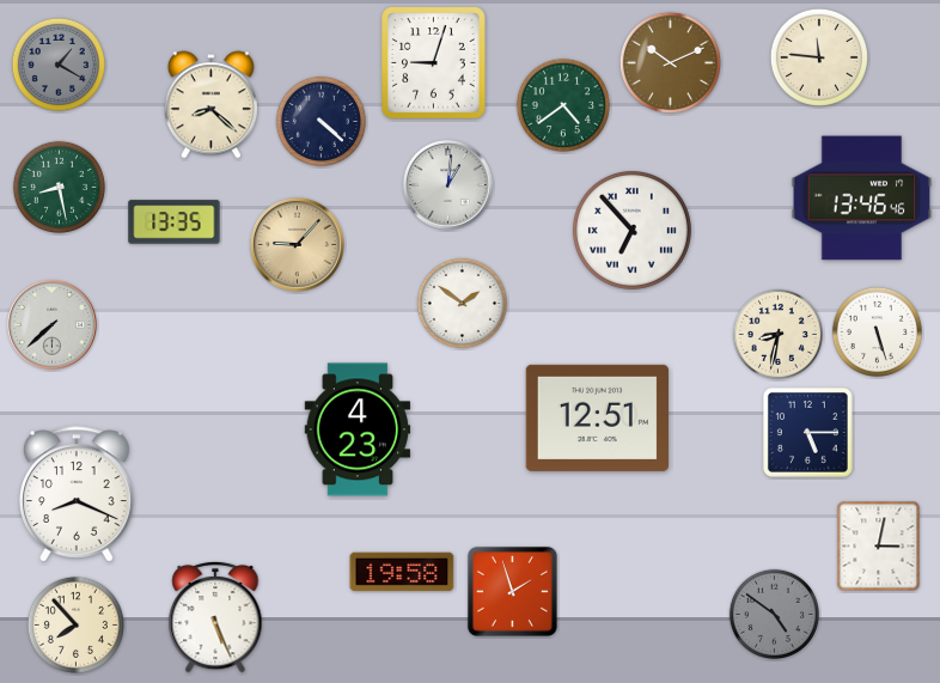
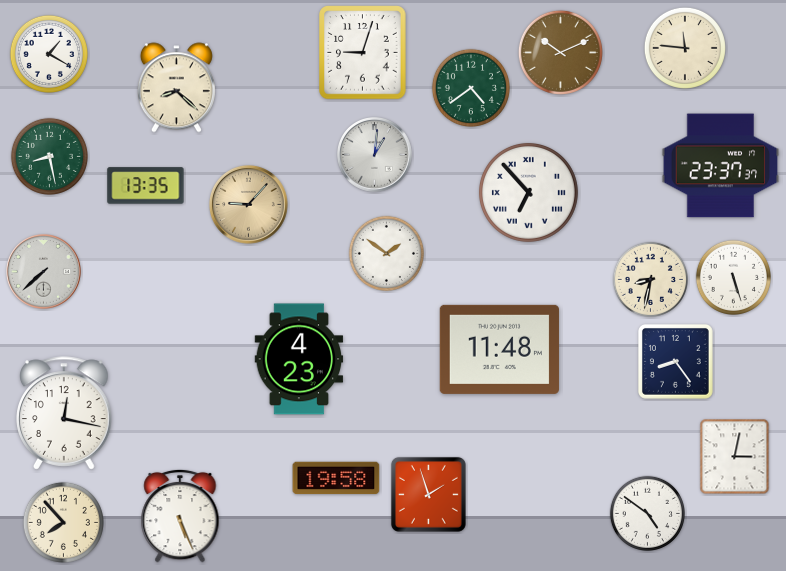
clock at (59, 65) dial: grey -> white
clock at (321, 121): 4:22 -> none
clock at (862, 199): 13:46 -> 23:37
clock at (597, 417): 12:51 -> 11:48
clock at (807, 432): 5:15 -> 8:24
clock at (77, 494): 8:19 -> 12:17
clock at (774, 614) dial: grey -> white
